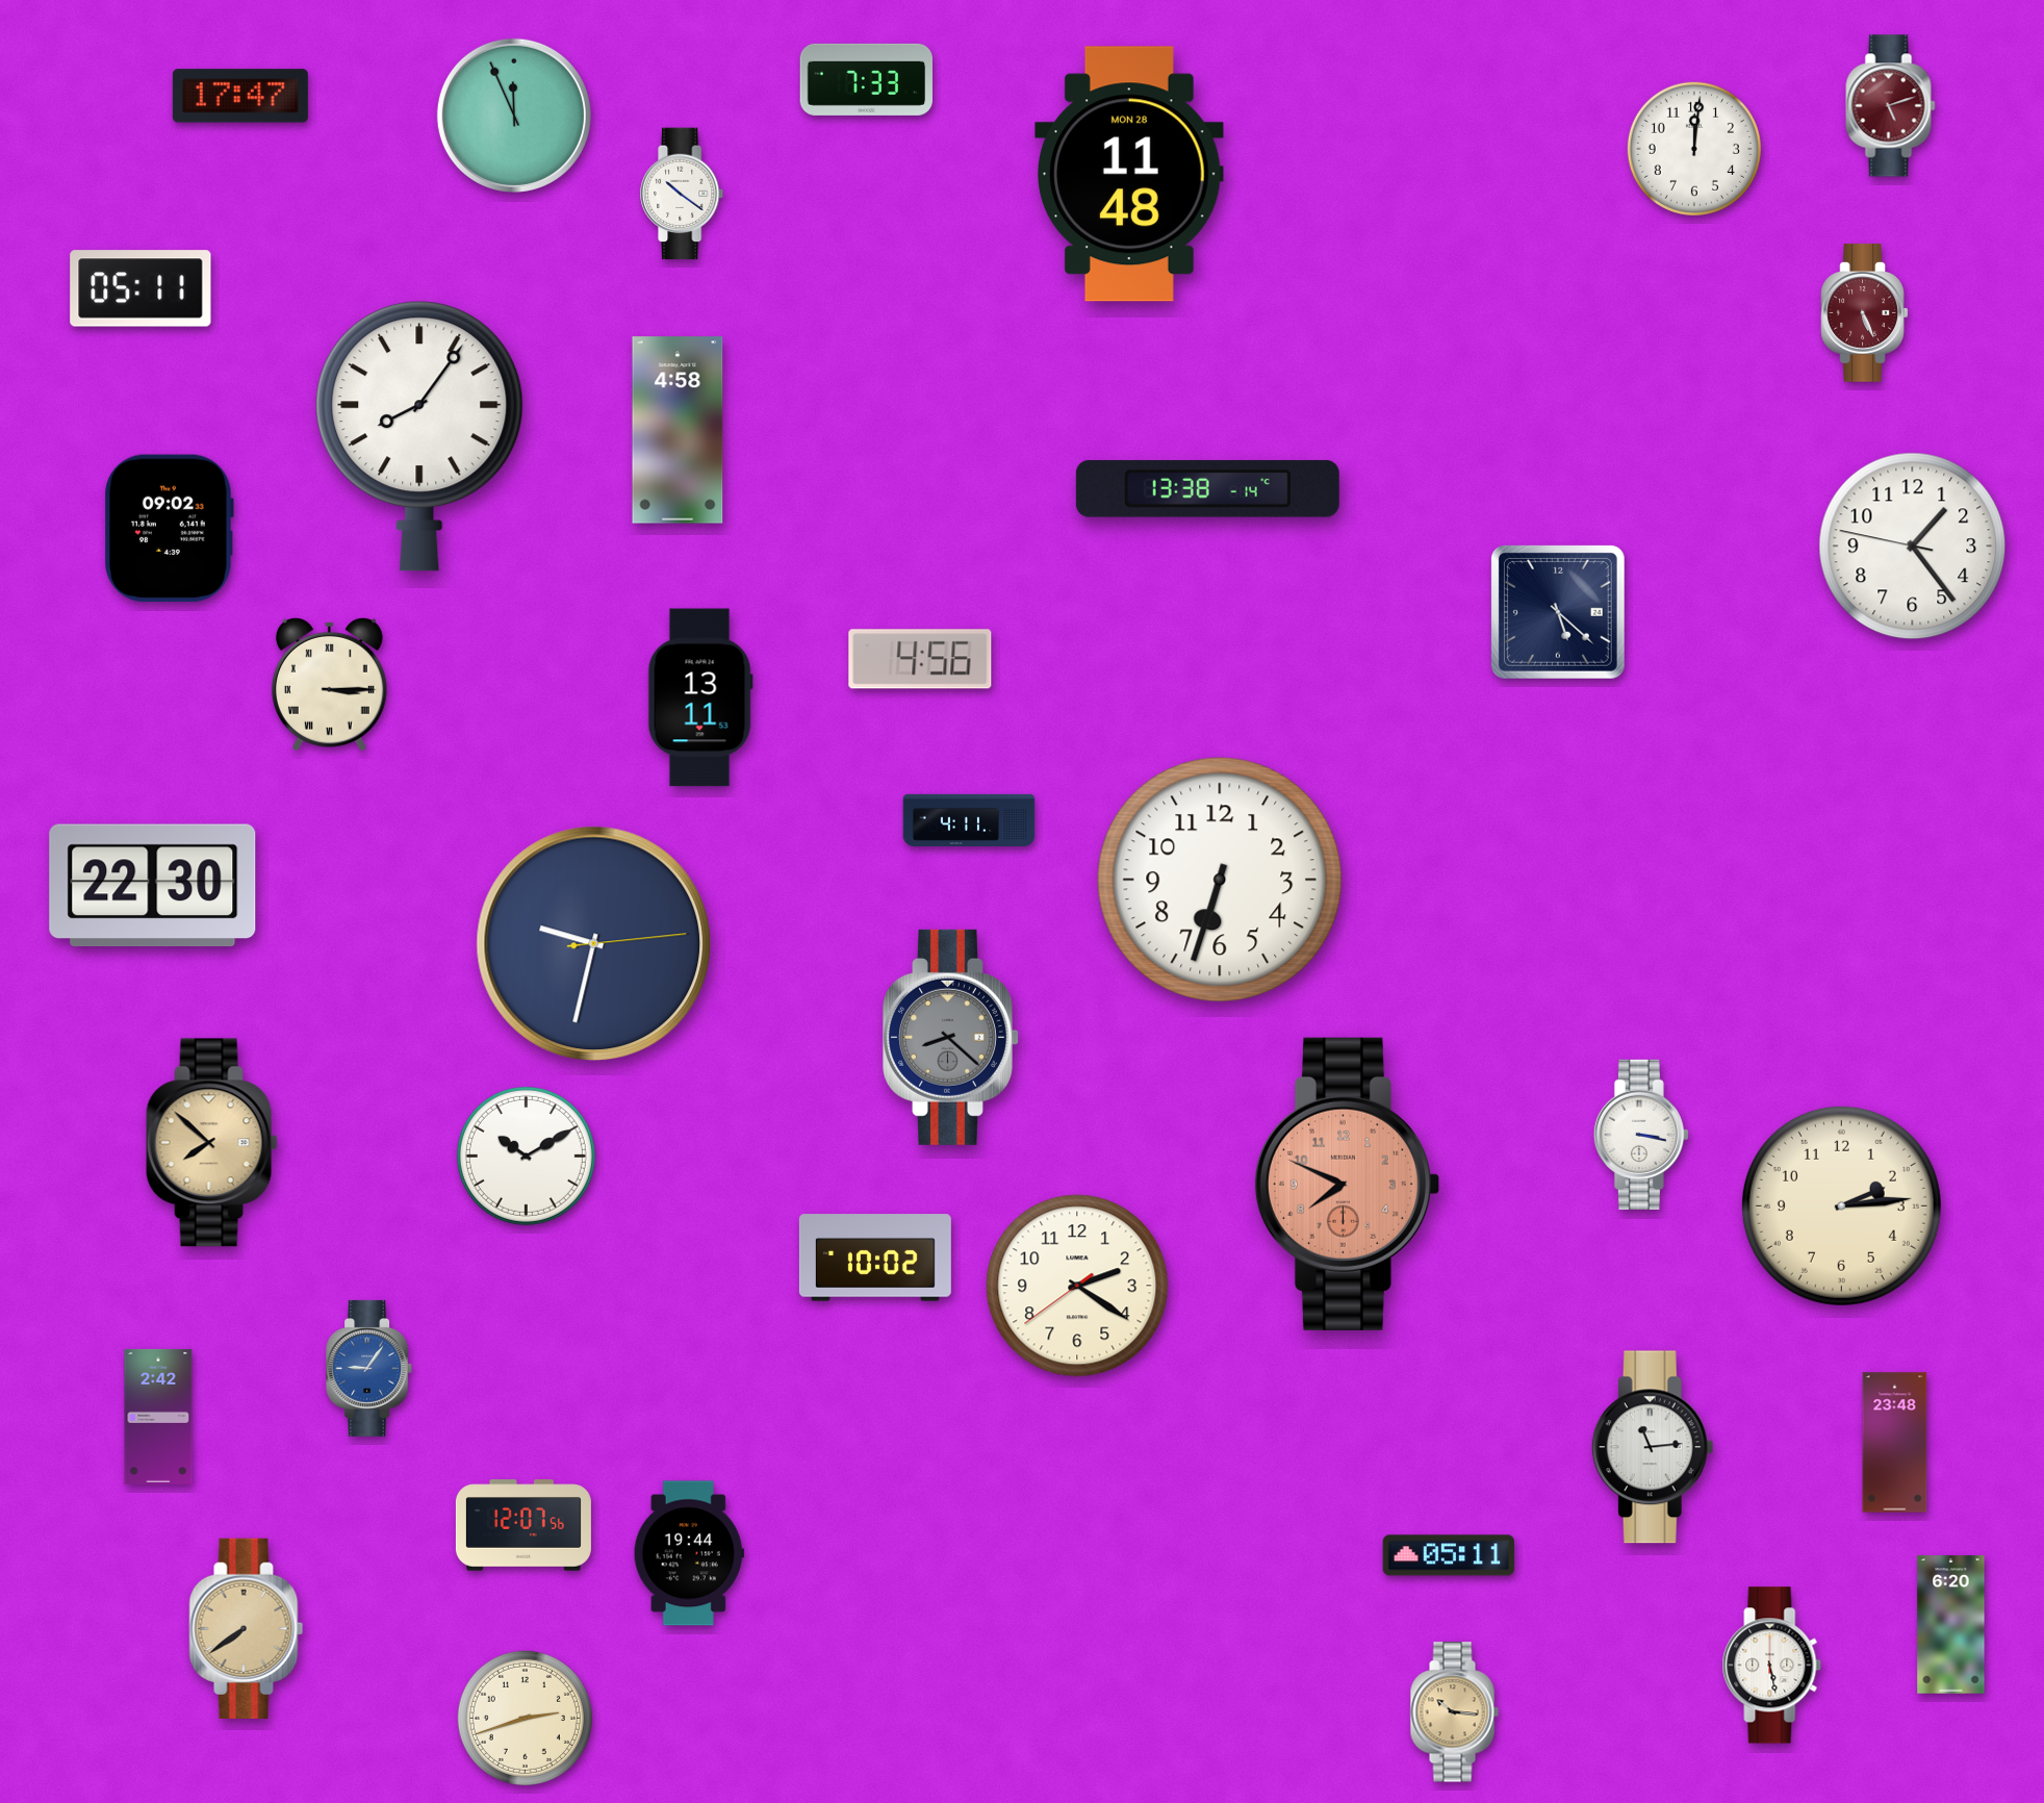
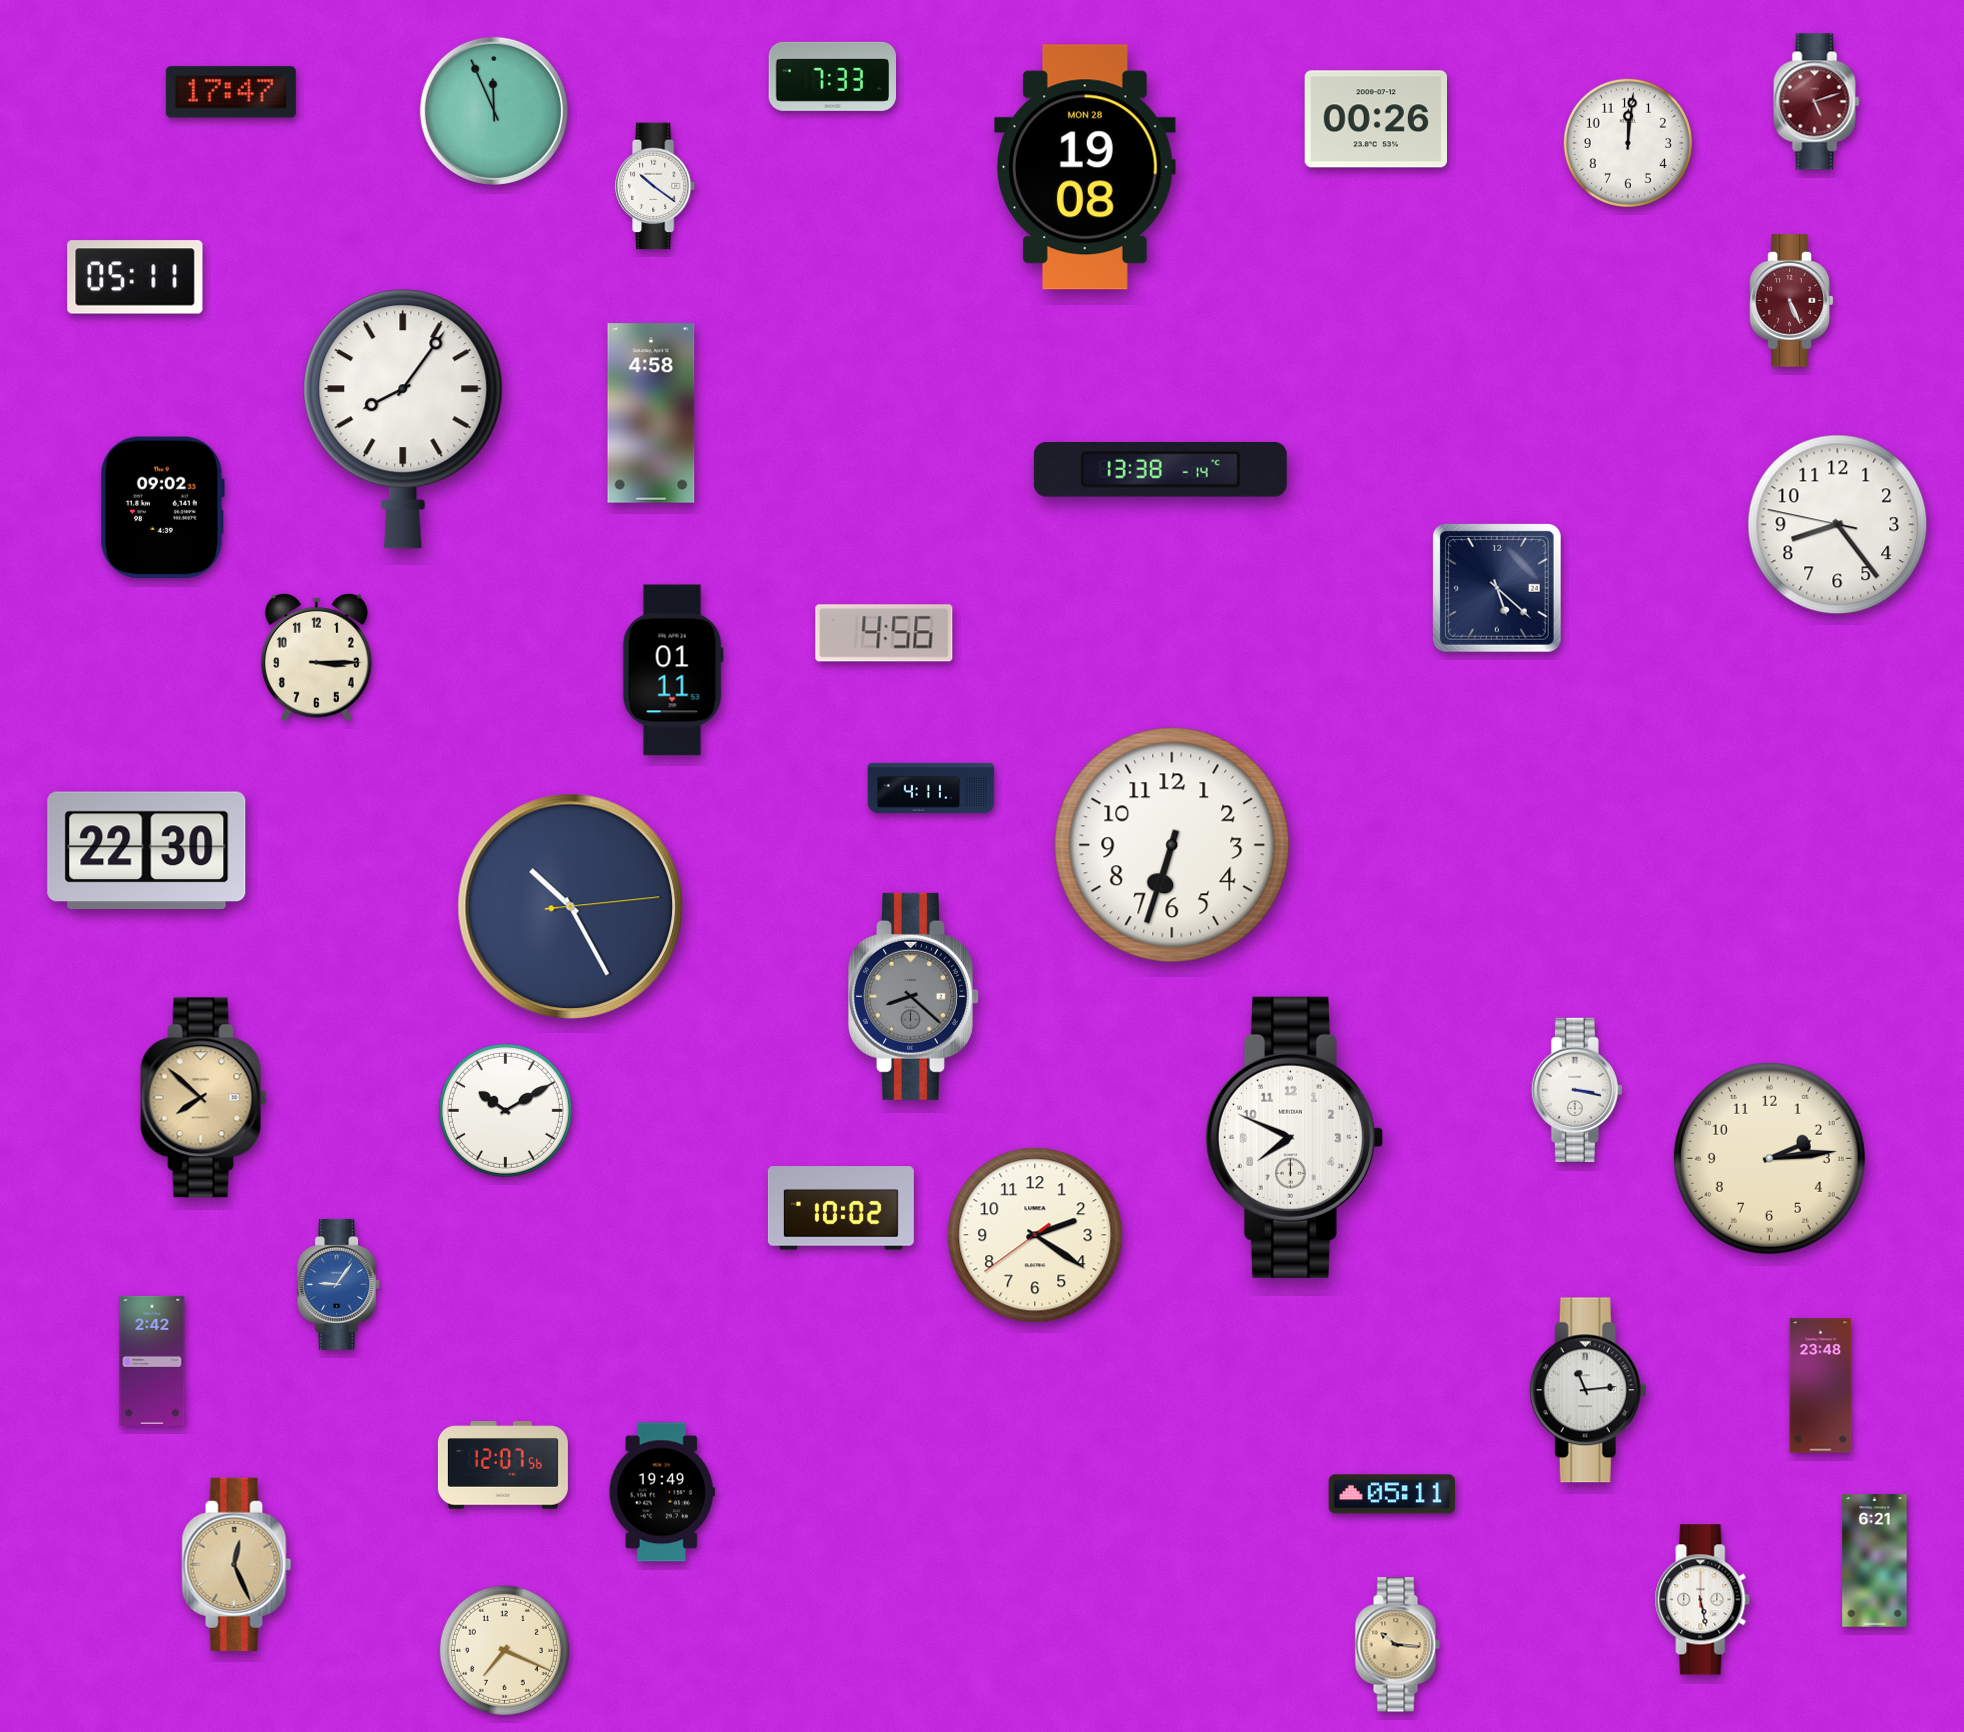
clock at (1375, 119): none -> 00:26
clock at (1130, 174): 11:48 -> 19:08
clock at (1913, 547): 1:23 -> 8:23
clock at (329, 684) numerals: Roman -> Arabic
clock at (700, 697): 13:11 -> 01:11
clock at (594, 944): 9:32 -> 10:25
clock at (1347, 1184) dial: salmon -> white
clock at (369, 1368) position: (369, 1368) -> (339, 1284)
clock at (689, 1553): 19:44 -> 19:49
clock at (1951, 1625): 6:20 -> 6:21
clock at (247, 1628): 7:39 -> 12:26
clock at (525, 1718): 2:42 -> 7:19
